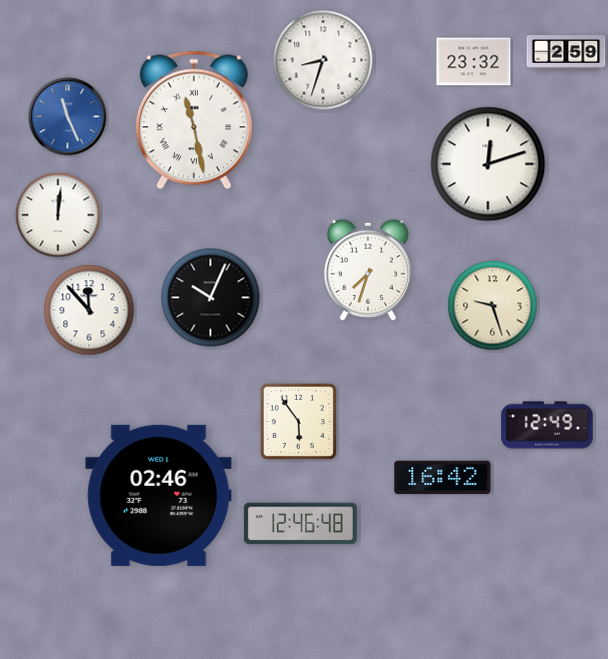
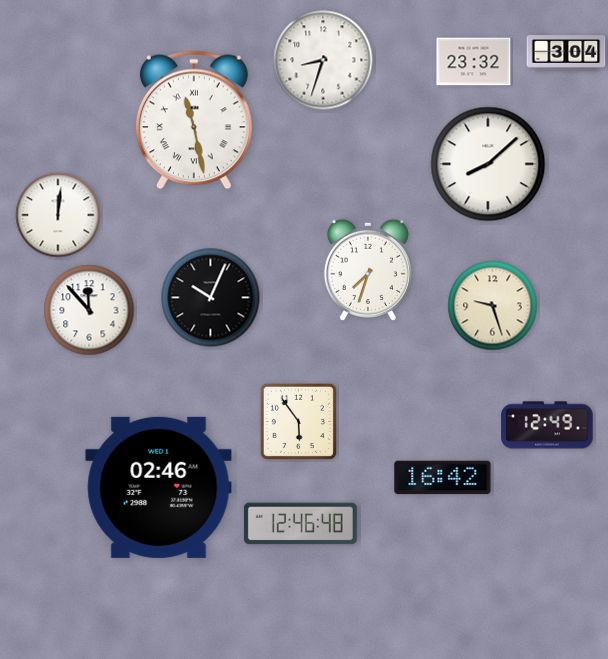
clock at (566, 53): 2:59 -> 3:04
clock at (68, 117): 11:26 -> none
clock at (488, 164): 12:12 -> 8:08
clock at (159, 495) position: (159, 495) -> (159, 487)
